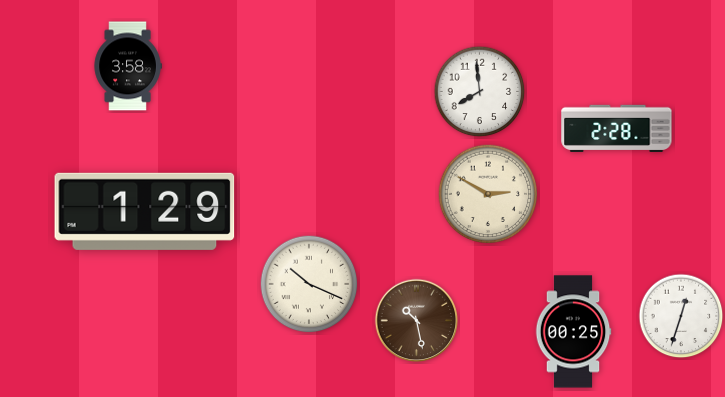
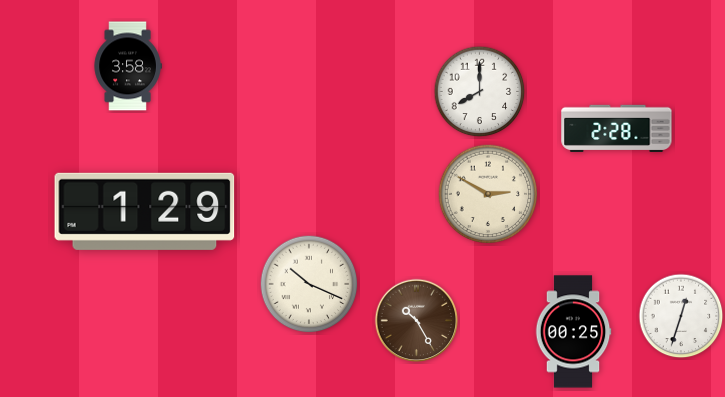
clock at (480, 92): 7:59 -> 8:00
clock at (417, 321): 10:28 -> 10:25
